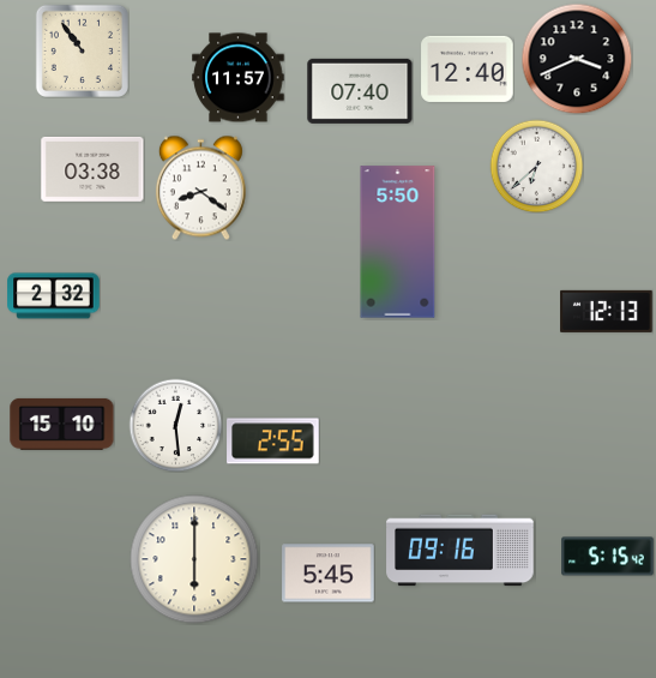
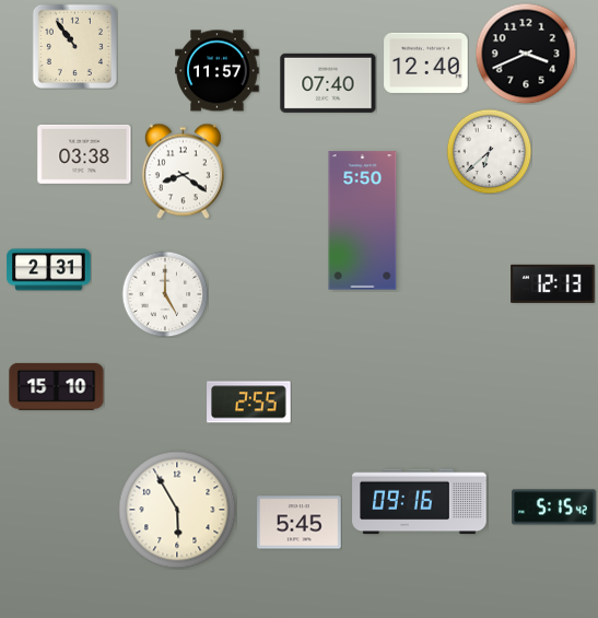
clock at (54, 296): 2:32 -> 2:31
clock at (165, 294): none -> 5:00
clock at (175, 425): 12:29 -> none
clock at (194, 559): 6:00 -> 5:55
